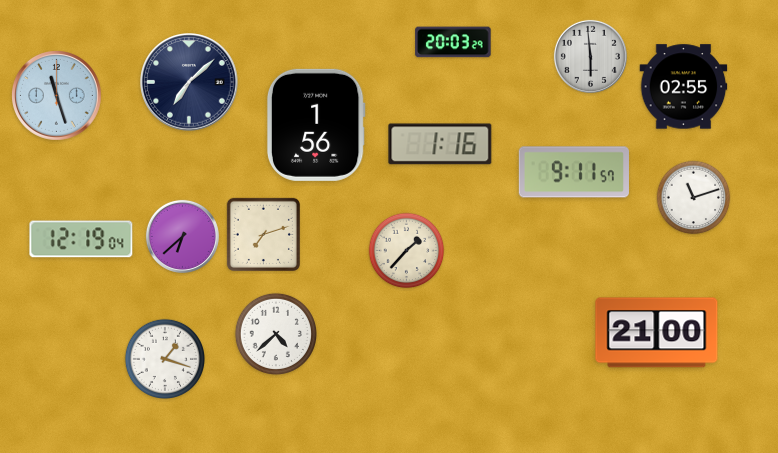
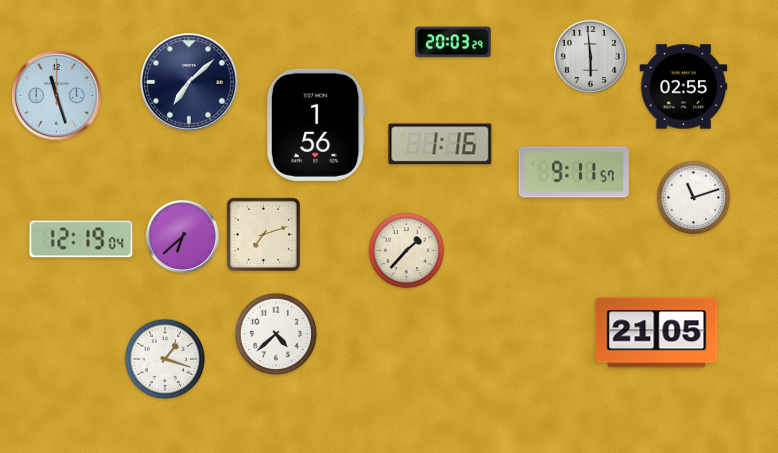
clock at (657, 333): 21:00 -> 21:05
